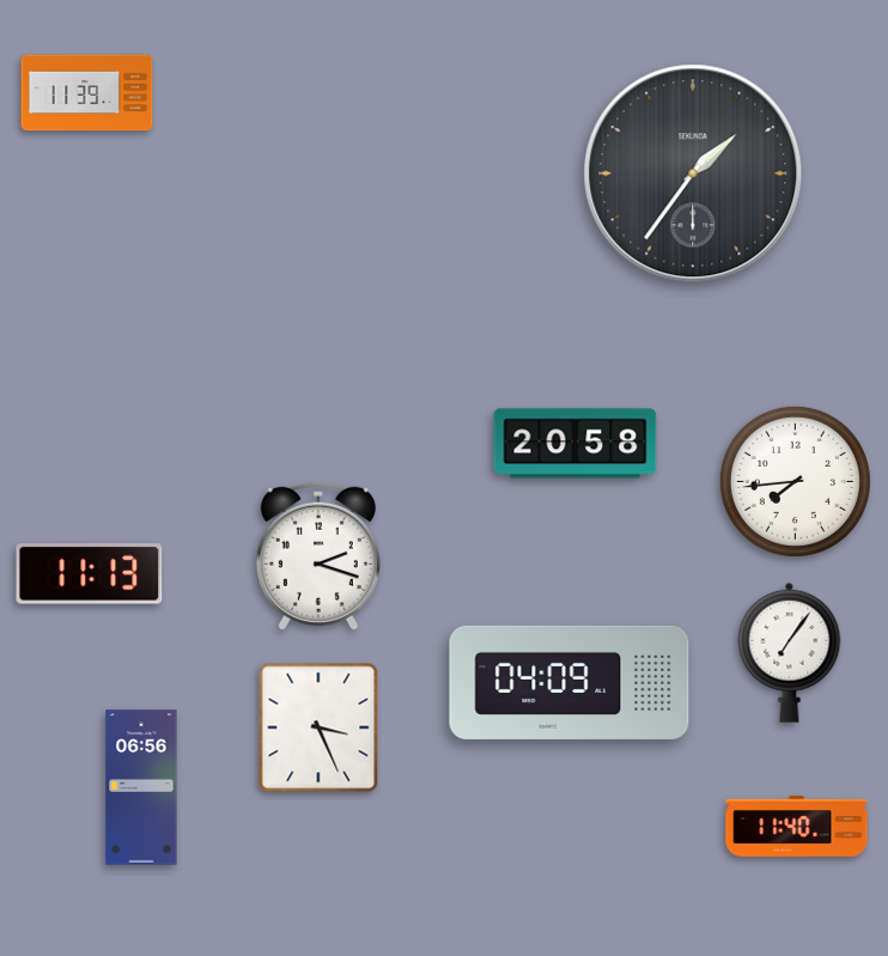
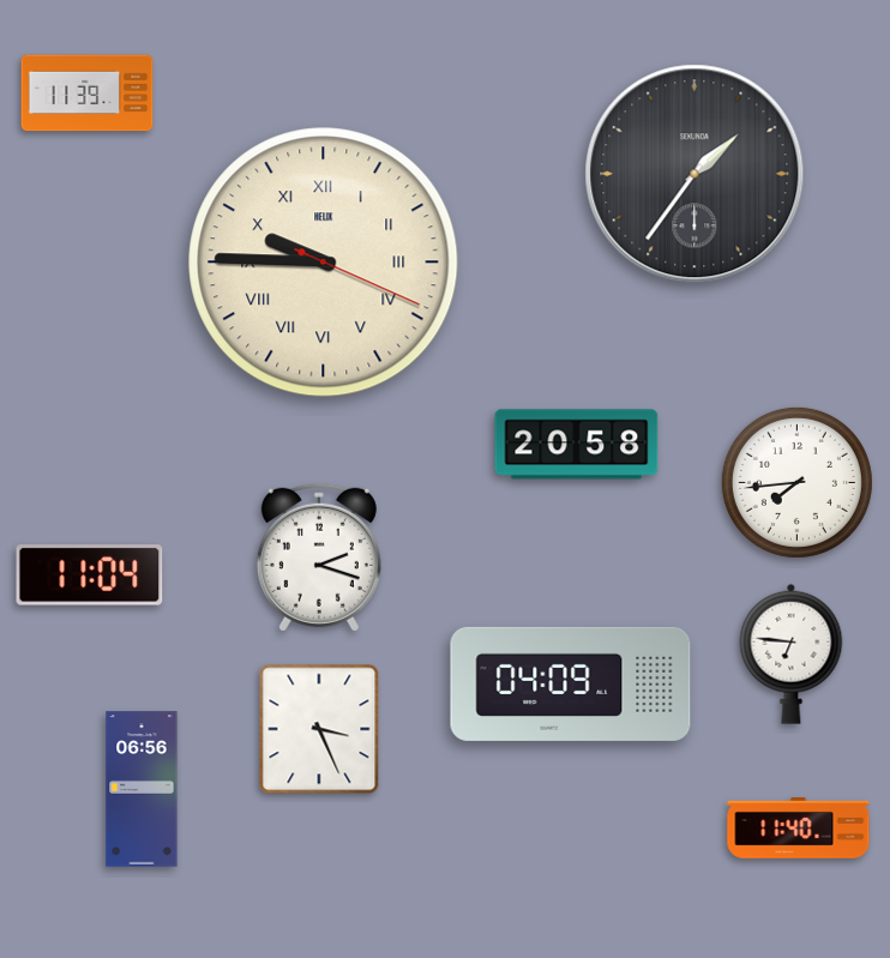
clock at (324, 263): none -> 9:45
clock at (90, 574): 11:13 -> 11:04
clock at (790, 652): 7:06 -> 6:46
